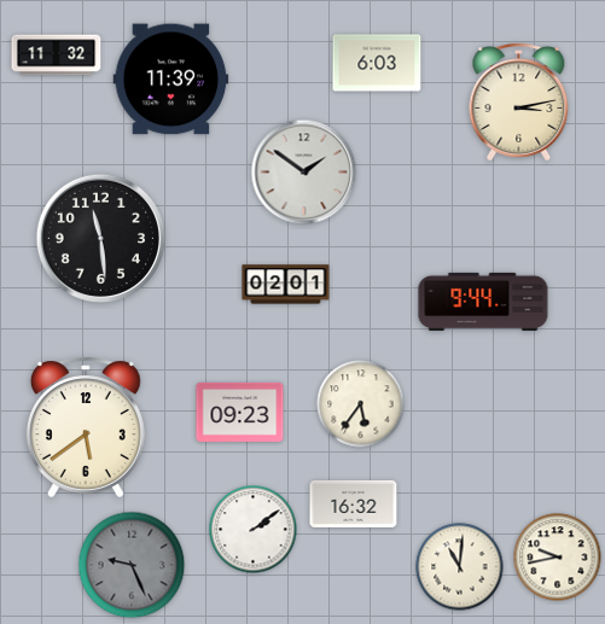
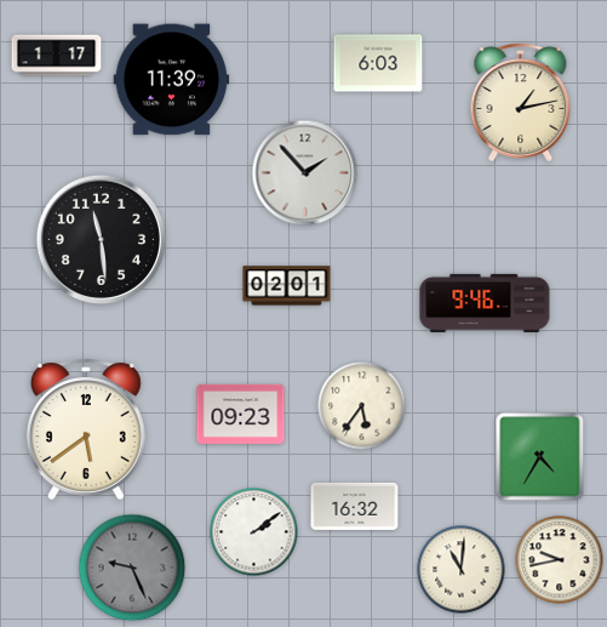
clock at (57, 56): 11:32 -> 1:17
clock at (519, 103): 3:13 -> 1:13
clock at (304, 173): 1:51 -> 1:53
clock at (483, 302): 9:44 -> 9:46
clock at (540, 457): none -> 4:35
